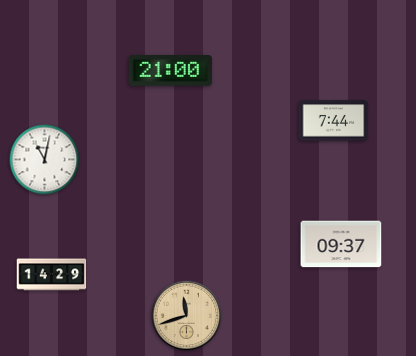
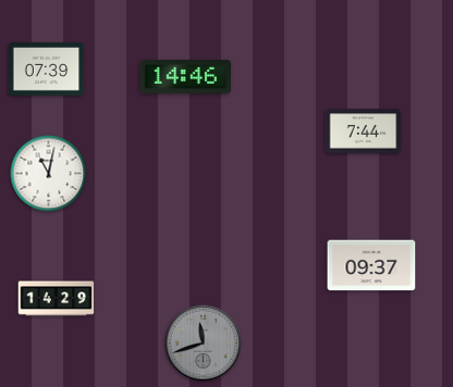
clock at (47, 70): none -> 07:39
clock at (171, 71): 21:00 -> 14:46
clock at (187, 316) dial: champagne -> grey
